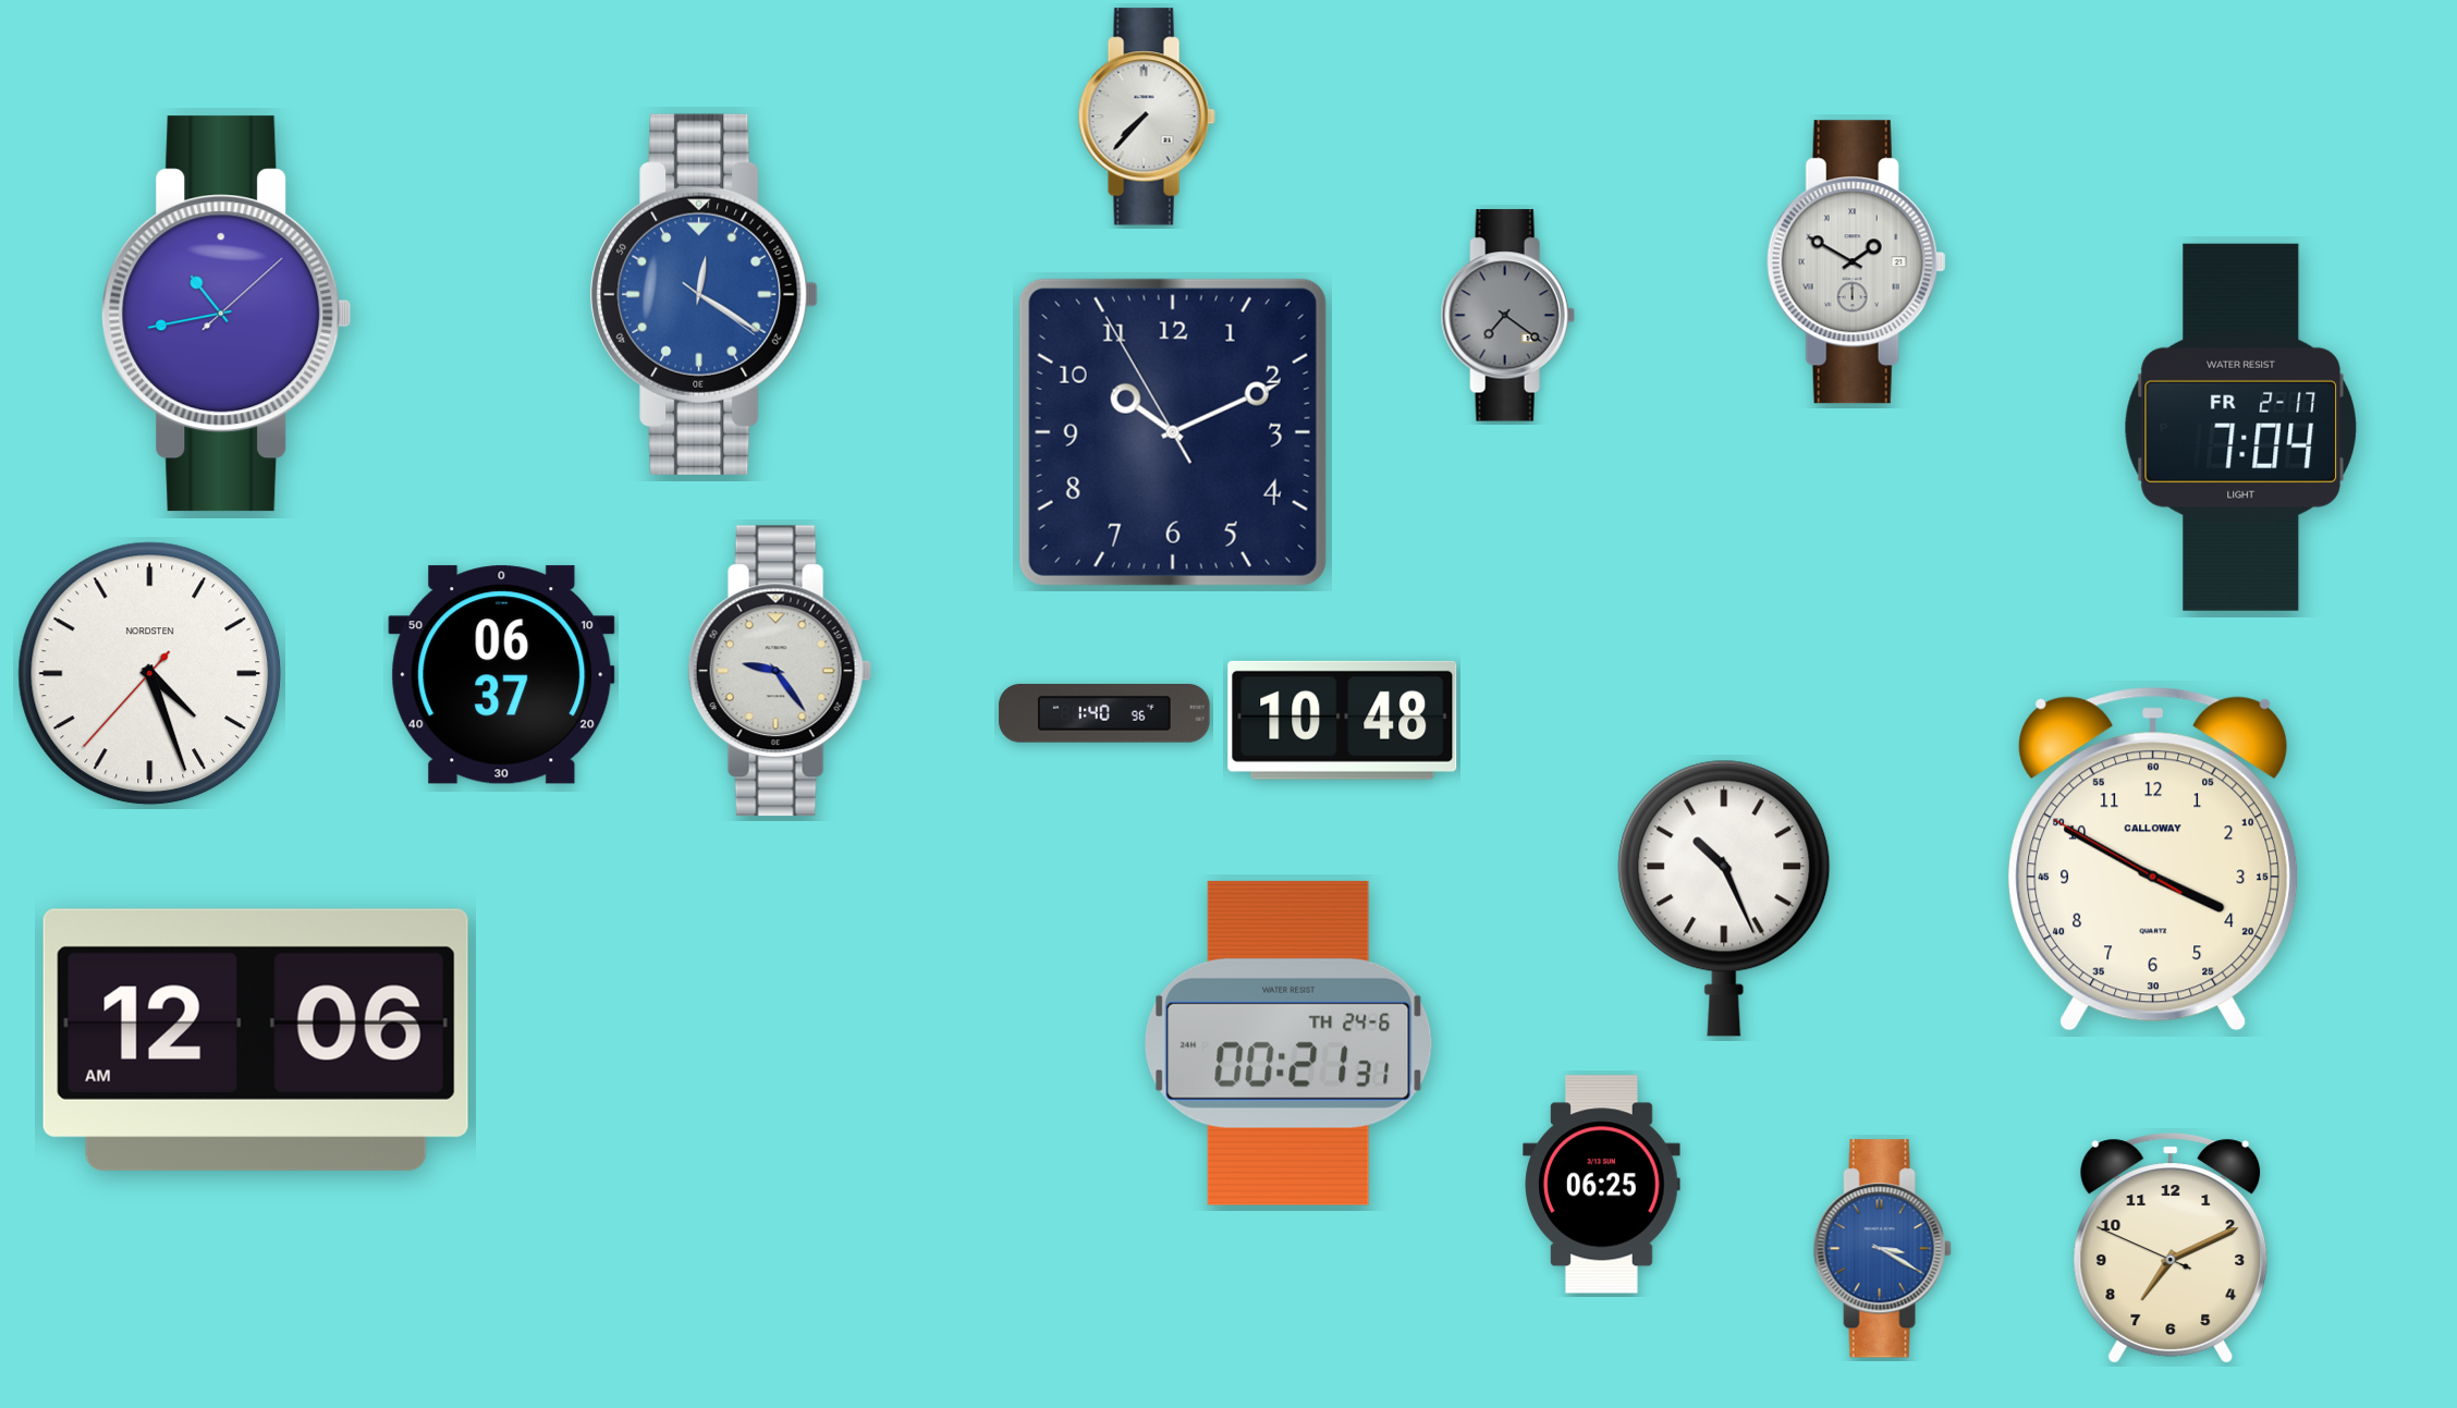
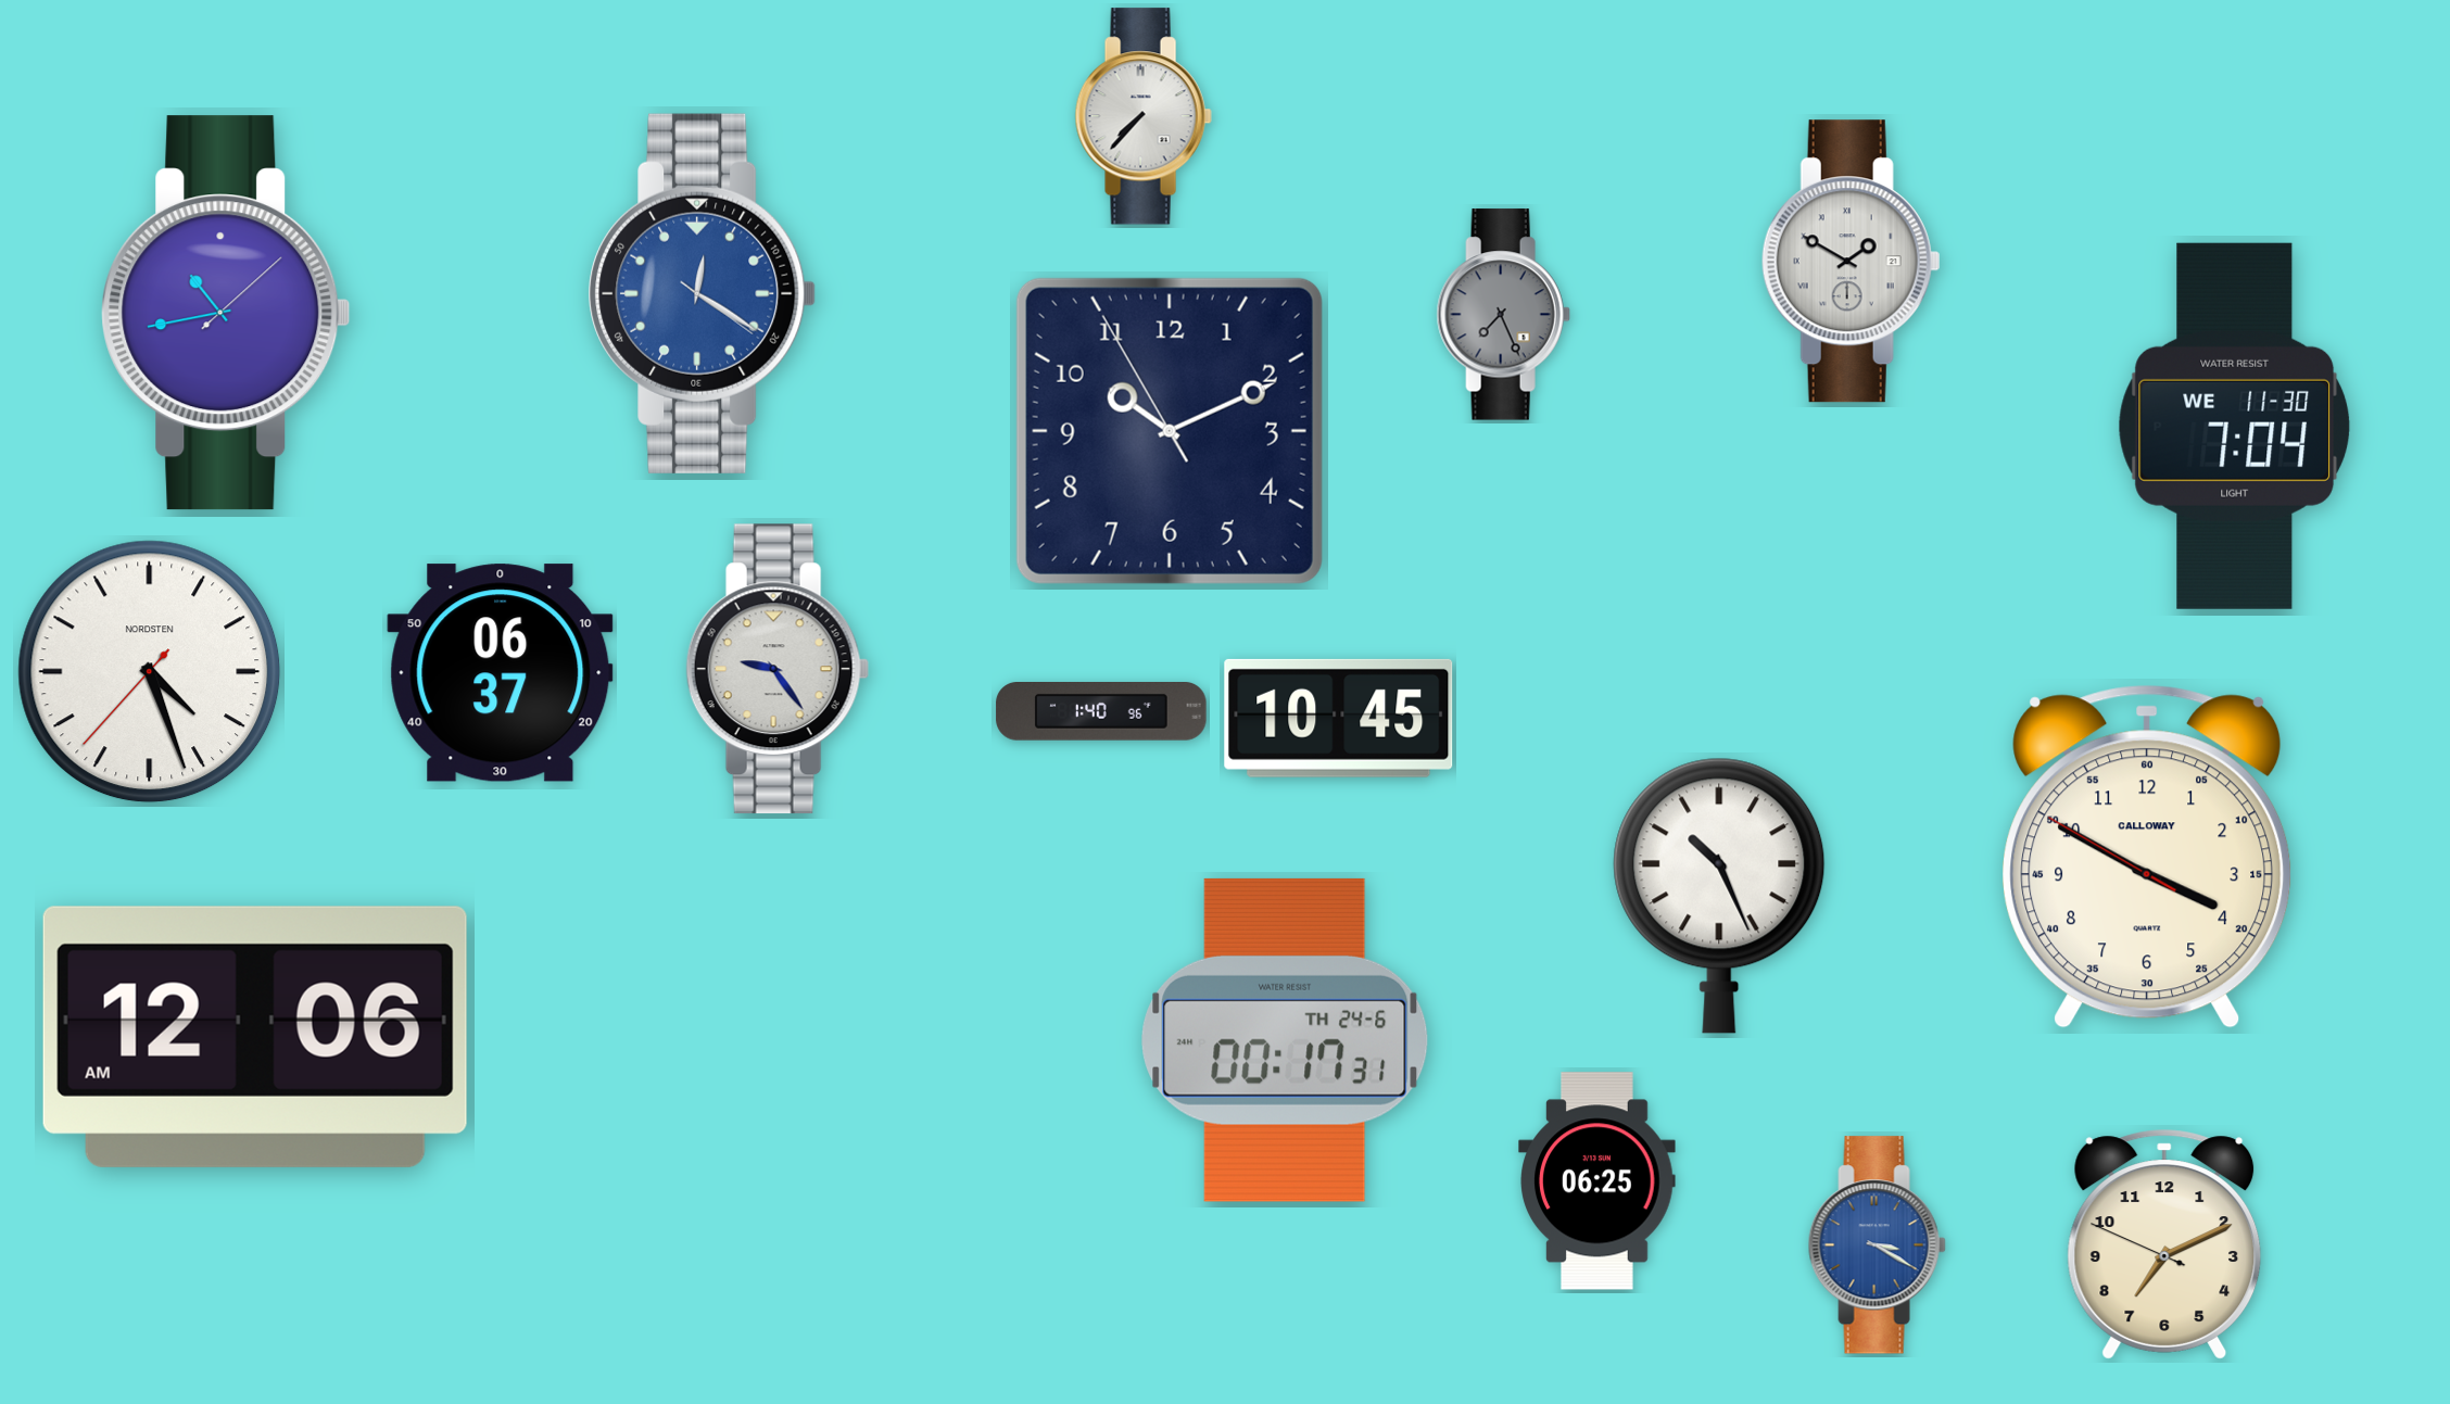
clock at (1507, 316): 7:21 -> 7:26
clock at (2241, 427) date: FR 2-17 -> WE 11-30
clock at (1343, 720): 10:48 -> 10:45
clock at (1288, 1043): 00:21 -> 00:17
